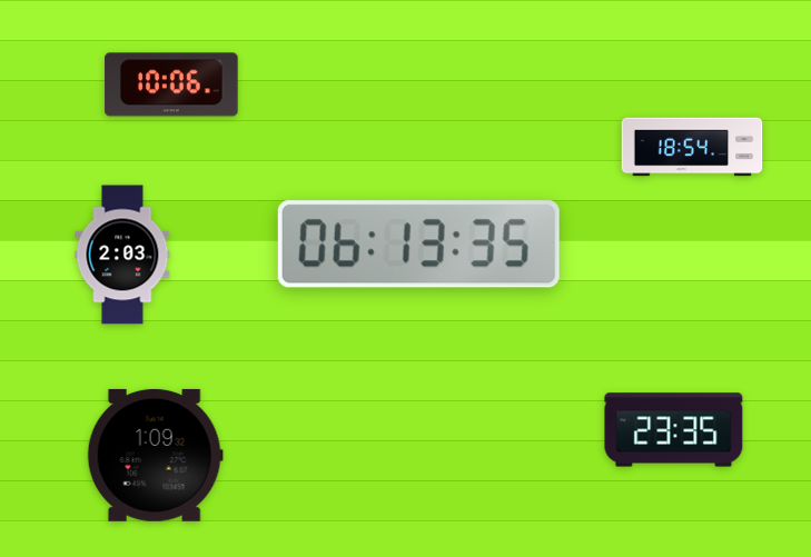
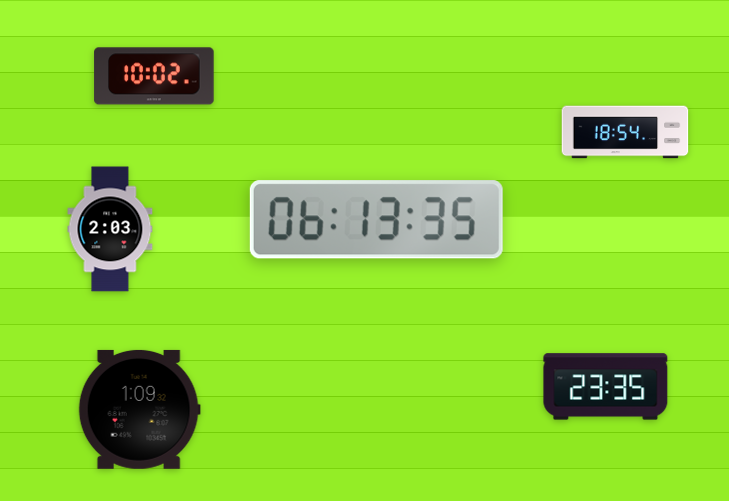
clock at (171, 84): 10:06 -> 10:02
clock at (692, 147) position: (692, 147) -> (625, 132)
